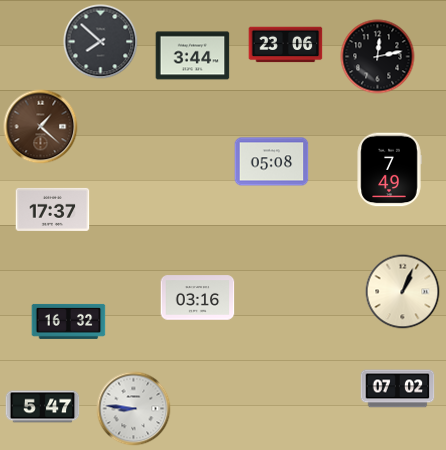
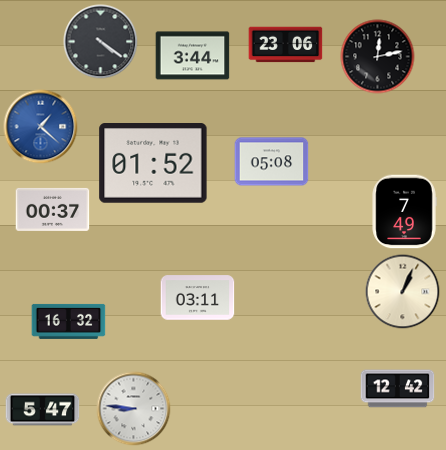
clock at (101, 42): 7:52 -> 4:21
clock at (41, 127) dial: brown -> blue
clock at (153, 164): none -> 01:52
clock at (389, 170) position: (389, 170) -> (404, 212)
clock at (53, 209): 17:37 -> 00:37
clock at (198, 298): 03:16 -> 03:11
clock at (398, 389): 07:02 -> 12:42
clock at (43, 407) position: (43, 407) -> (43, 410)
